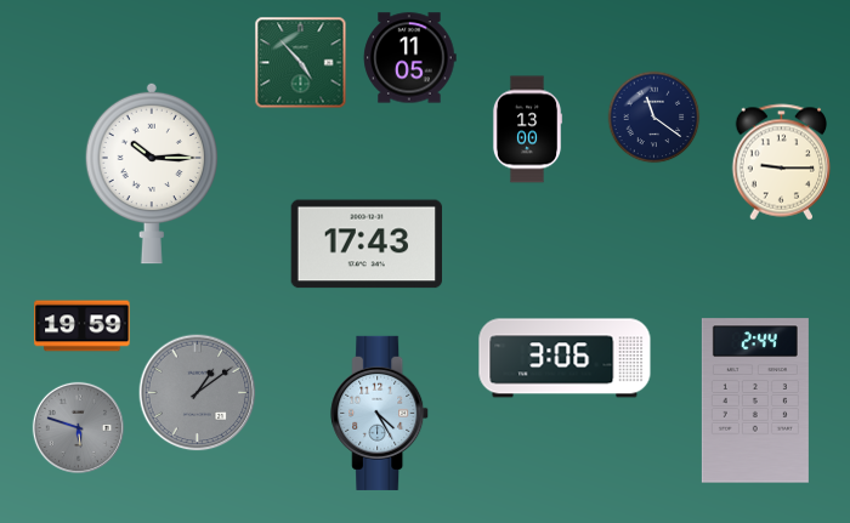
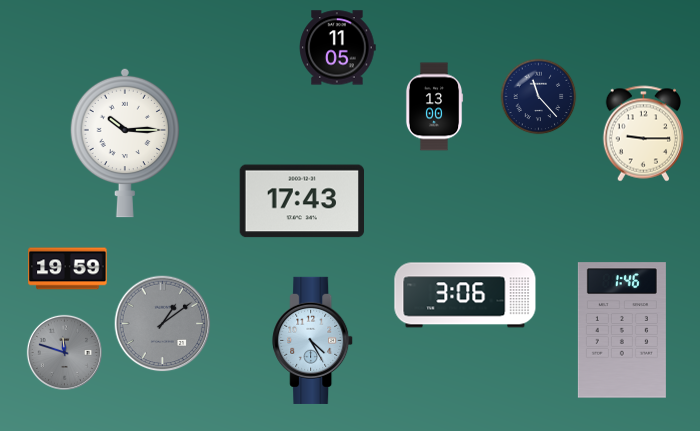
clock at (301, 63): 4:53 -> none
clock at (654, 118): 11:21 -> 11:23
clock at (755, 400): 2:44 -> 1:46
clock at (78, 427): 5:48 -> 11:48
